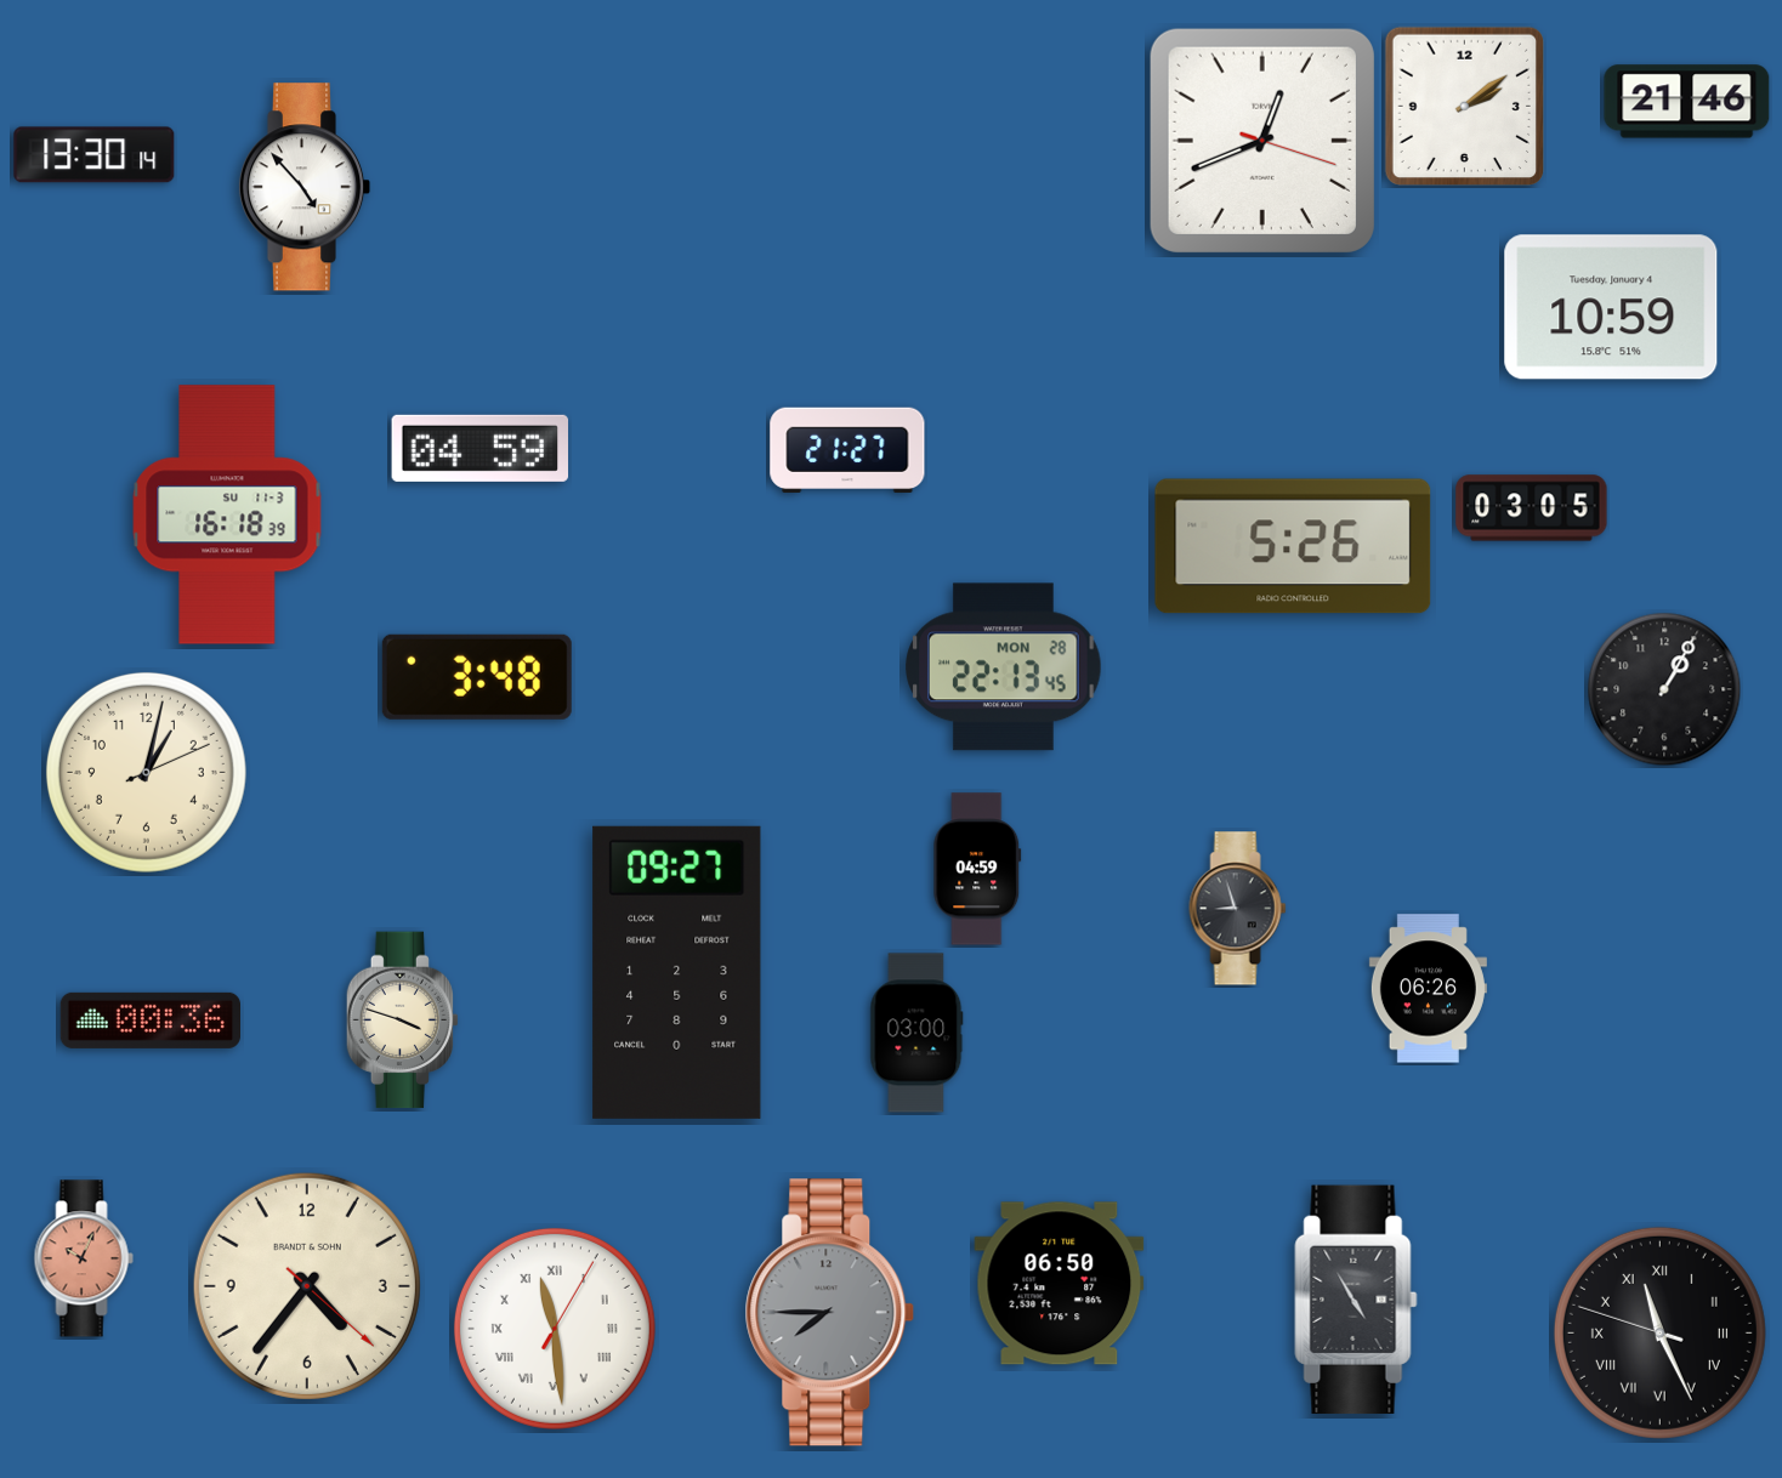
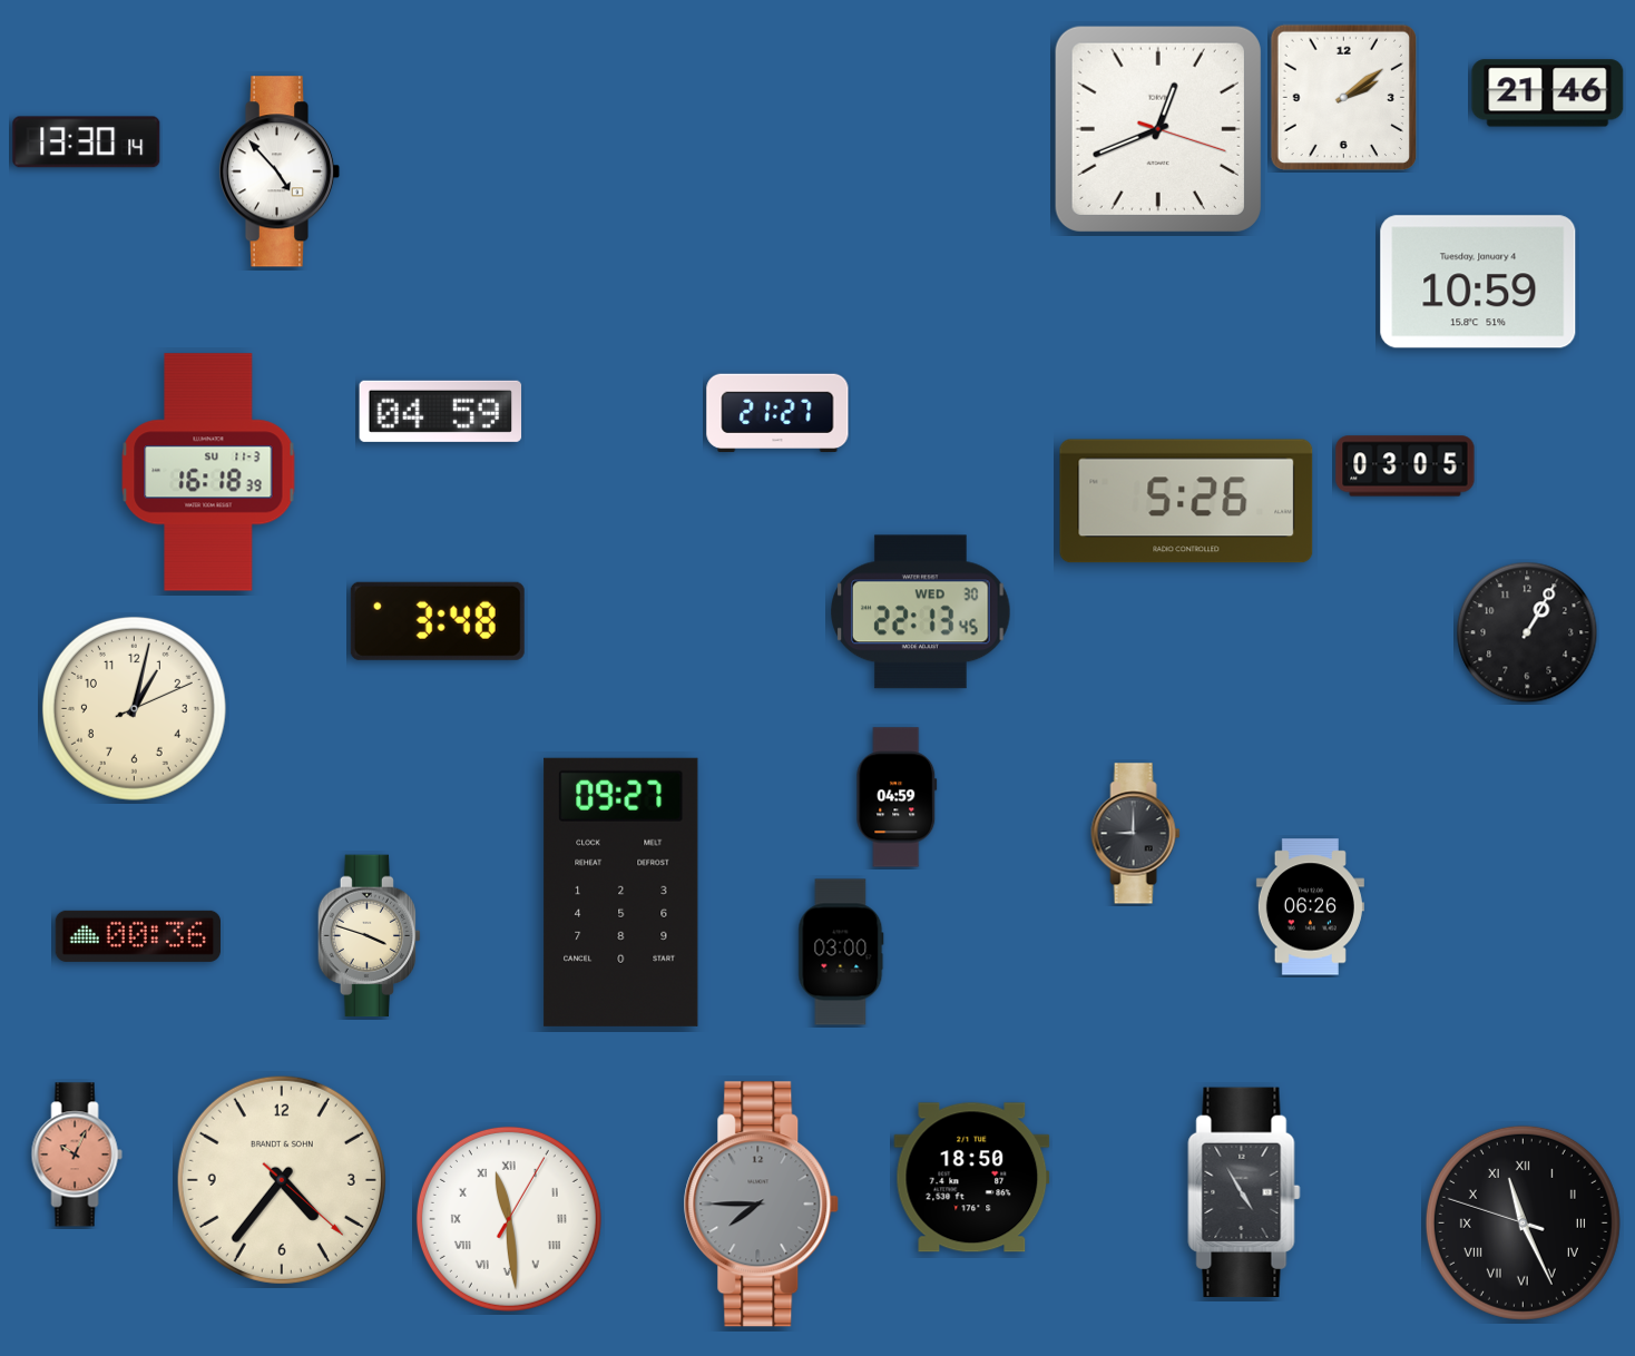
clock at (1004, 667) date: MON 28 -> WED 30
clock at (1238, 909): 8:57 -> 9:00
clock at (916, 1033) position: (916, 1033) -> (841, 952)
clock at (1060, 1284): 06:50 -> 18:50
